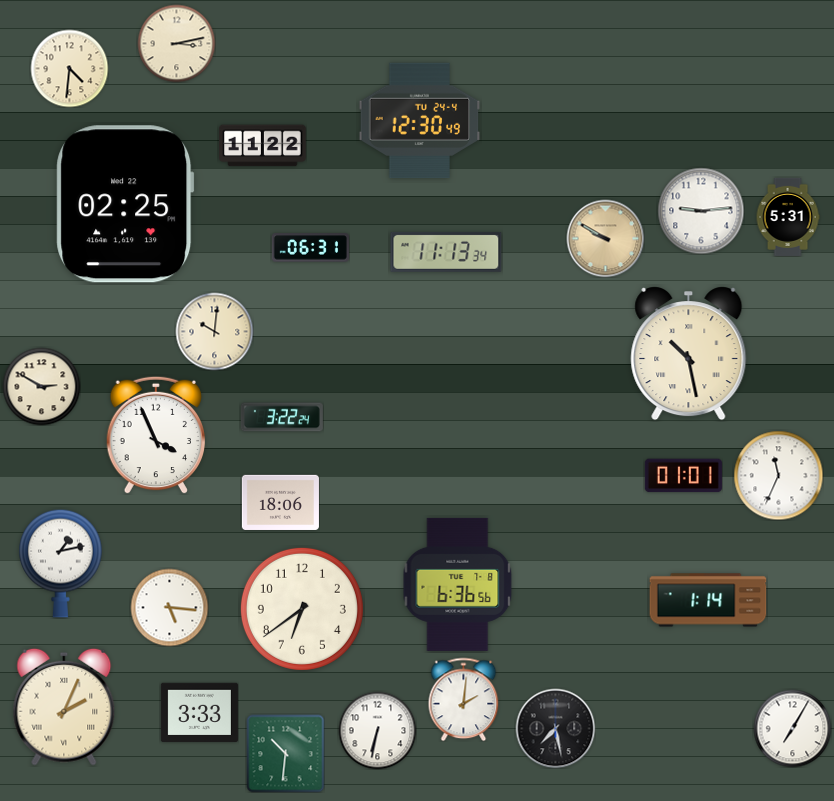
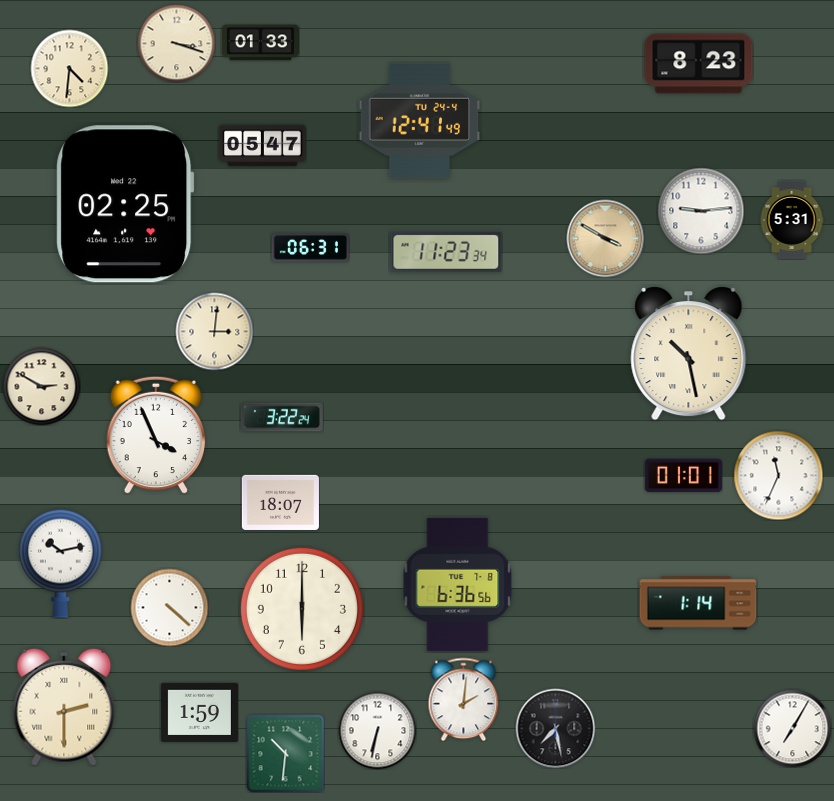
clock at (176, 43): 3:13 -> 3:18
clock at (260, 43): none -> 01:33
clock at (699, 64): none -> 8:23
clock at (420, 121): 12:30 -> 12:41
clock at (263, 146): 11:22 -> 05:47
clock at (788, 217) position: (788, 217) -> (792, 220)
clock at (605, 238): 9:50 -> 3:50
clock at (446, 252): 11:13 -> 11:23
clock at (214, 331): 10:01 -> 3:01
clock at (280, 502): 18:06 -> 18:07
clock at (61, 563): 1:13 -> 10:13
clock at (708, 600) position: (708, 600) -> (698, 603)
clock at (169, 607): 5:16 -> 4:22
clock at (302, 609): 6:39 -> 6:00
clock at (64, 707): 2:04 -> 2:30
clock at (199, 713): 3:33 -> 1:59
